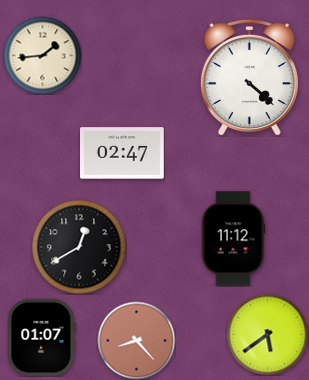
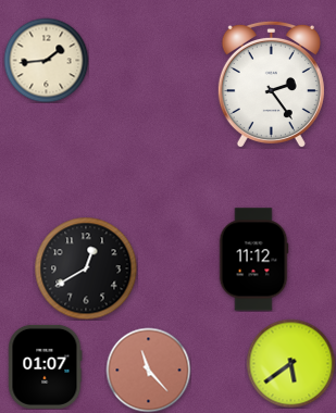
clock at (249, 77): 4:22 -> 2:24
clock at (122, 153): 02:47 -> none
clock at (136, 340): 8:23 -> 11:23
